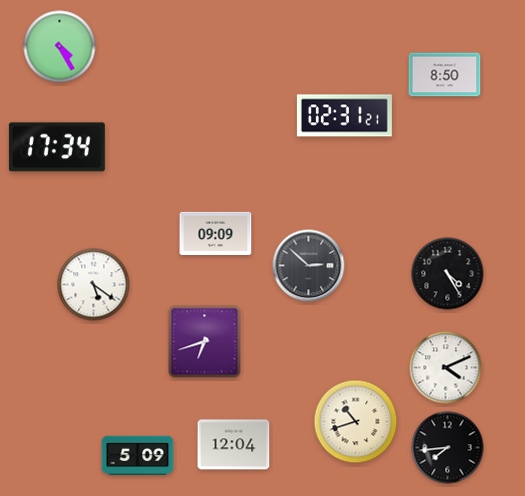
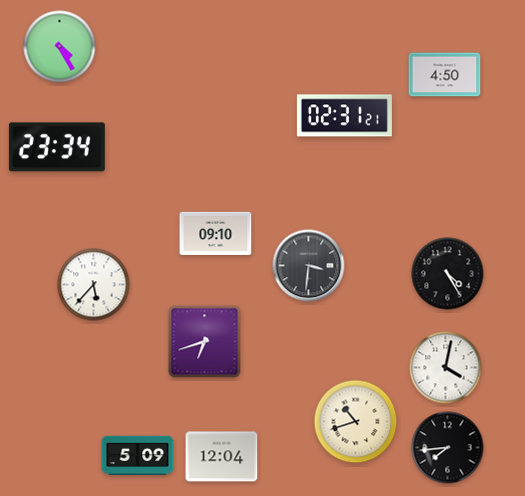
clock at (445, 75): 8:50 -> 4:50
clock at (57, 147): 17:34 -> 23:34
clock at (216, 233): 09:09 -> 09:10
clock at (309, 266): 2:52 -> 3:31
clock at (94, 285): 5:21 -> 5:37
clock at (446, 368): 4:11 -> 4:02
clock at (234, 445) position: (234, 445) -> (222, 457)
